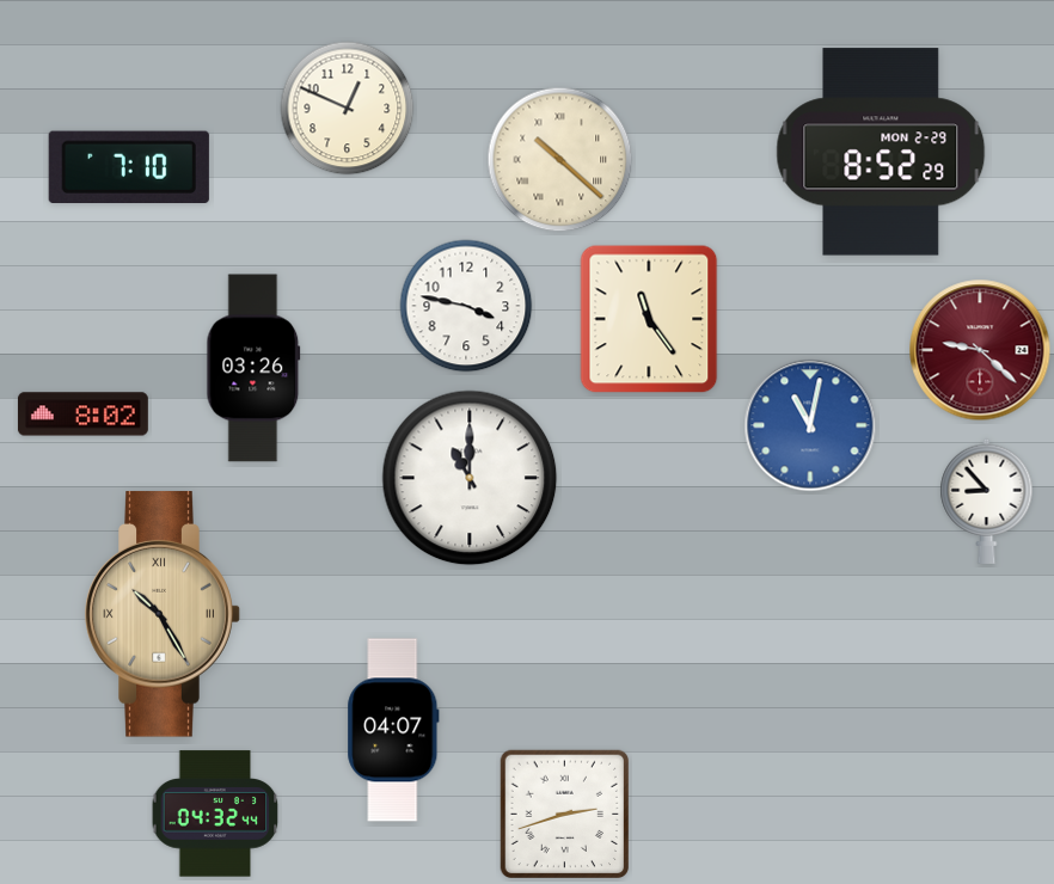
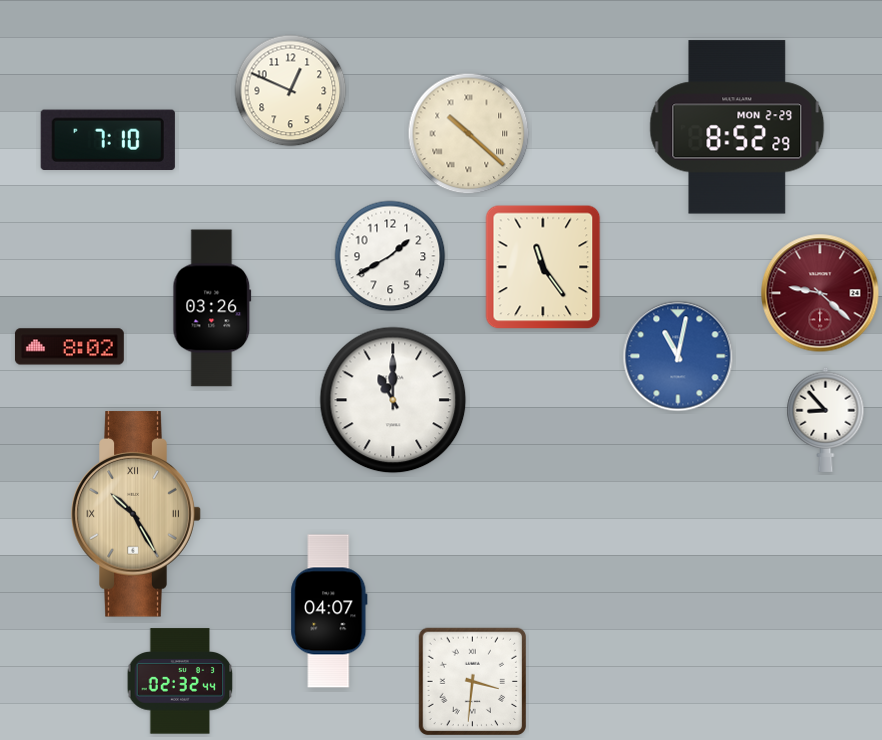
clock at (466, 306): 3:47 -> 1:40
clock at (215, 814): 04:32 -> 02:32
clock at (564, 814): 2:42 -> 3:31
